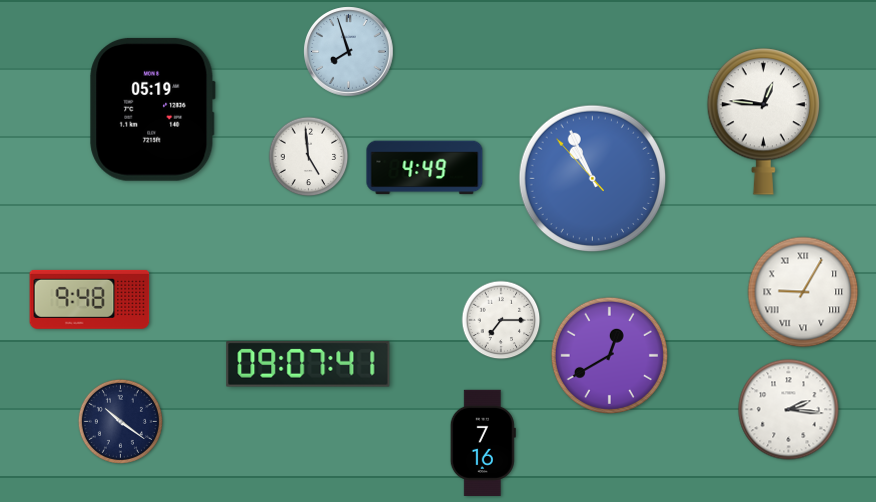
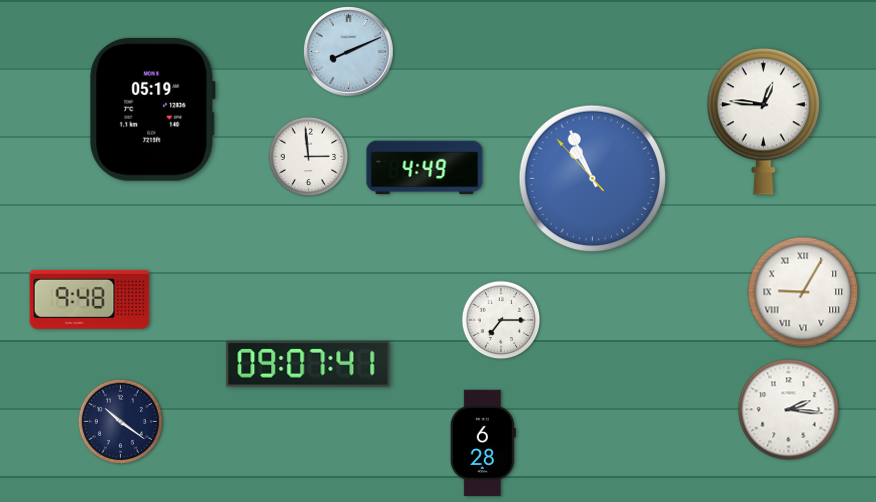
clock at (349, 52): 7:57 -> 8:11
clock at (309, 157): 4:59 -> 2:59
clock at (609, 355): 12:40 -> none
clock at (483, 443): 7:16 -> 6:28
